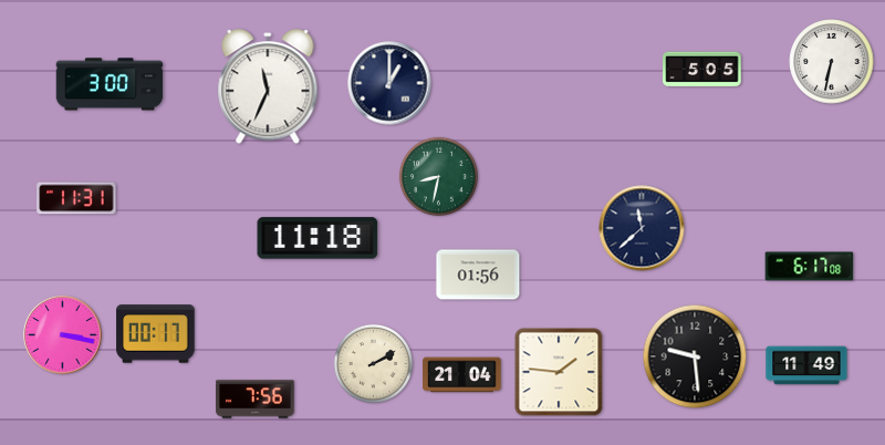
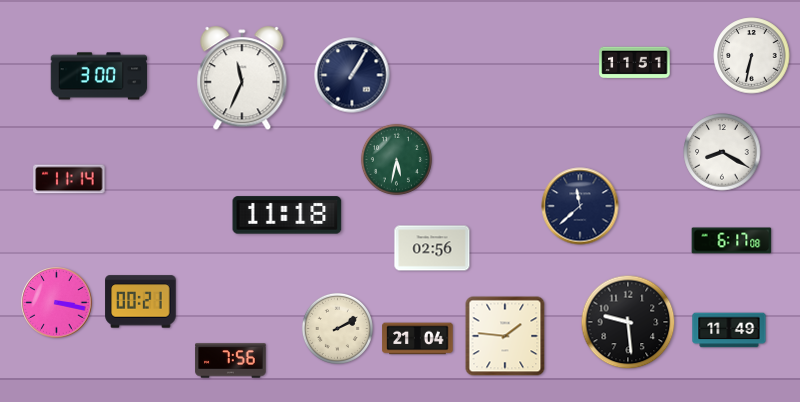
clock at (702, 70): 5:05 -> 11:51
clock at (389, 83): 1:00 -> 1:05
clock at (722, 152): none -> 8:20
clock at (438, 176): 8:32 -> 5:32
clock at (76, 198): 11:31 -> 11:14
clock at (478, 275): 01:56 -> 02:56
clock at (156, 334): 00:17 -> 00:21
